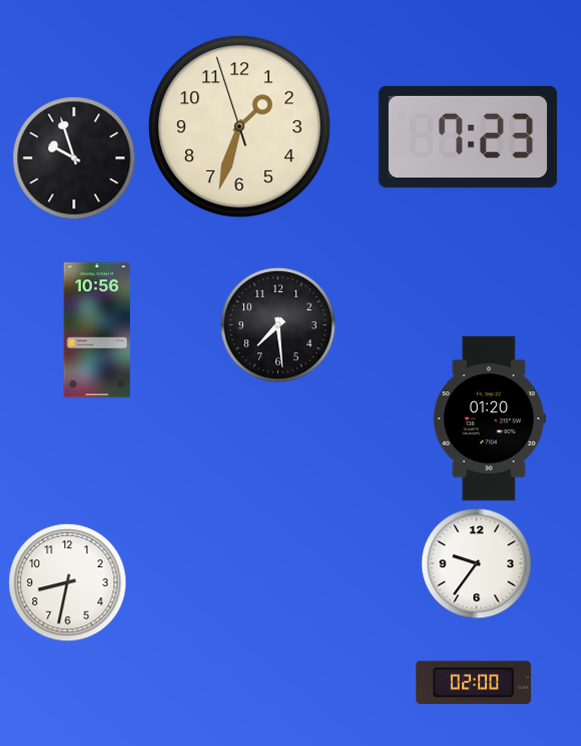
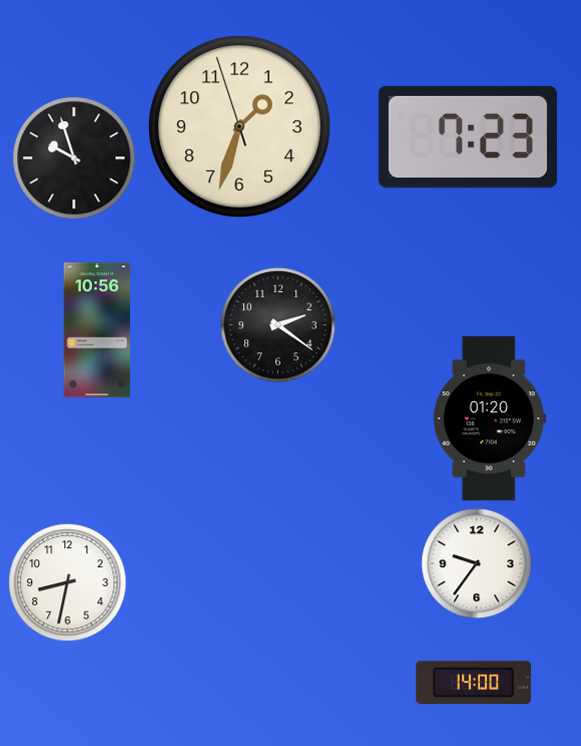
clock at (278, 325): 7:29 -> 2:21
clock at (473, 682): 02:00 -> 14:00
